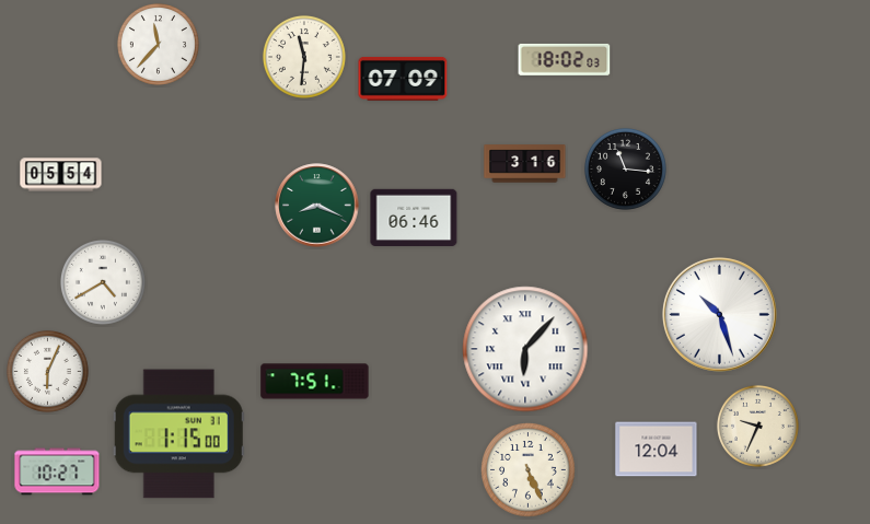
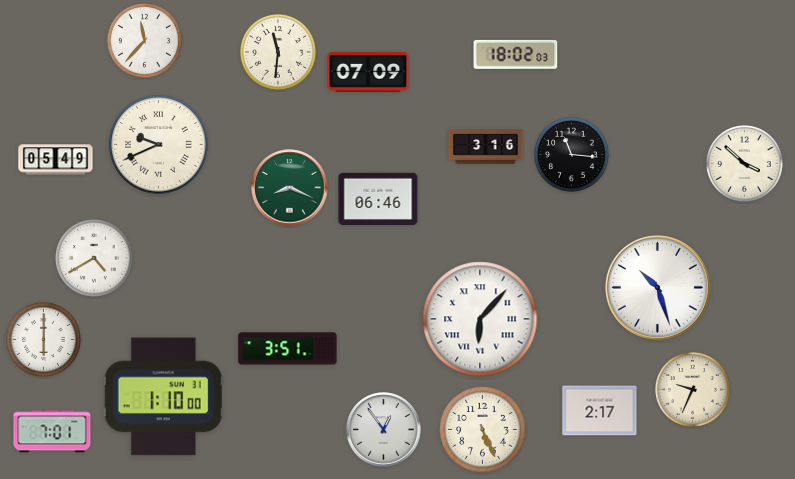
clock at (159, 145): none -> 9:41
clock at (525, 164) position: (525, 164) -> (486, 147)
clock at (61, 175): 05:54 -> 05:49
clock at (744, 163): none -> 3:52
clock at (47, 371): 6:04 -> 6:00
clock at (315, 382): 7:51 -> 3:51
clock at (178, 434): 1:15 -> 1:10
clock at (657, 450): 12:04 -> 2:17
clock at (384, 430): none -> 12:54
clock at (57, 471): 10:27 -> 7:01
